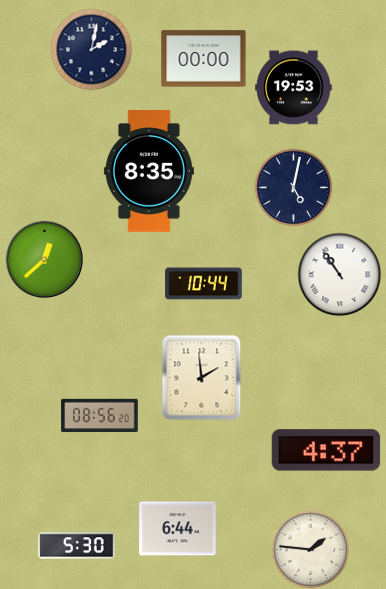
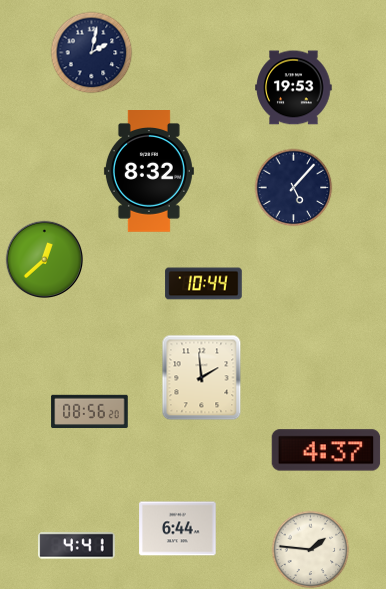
clock at (91, 49) position: (91, 49) -> (91, 52)
clock at (204, 59): 00:00 -> none
clock at (149, 172): 8:35 -> 8:32
clock at (293, 187): 5:02 -> 5:07
clock at (339, 274): 10:54 -> none
clock at (100, 416) position: (100, 416) -> (90, 412)
clock at (77, 546): 5:30 -> 4:41
